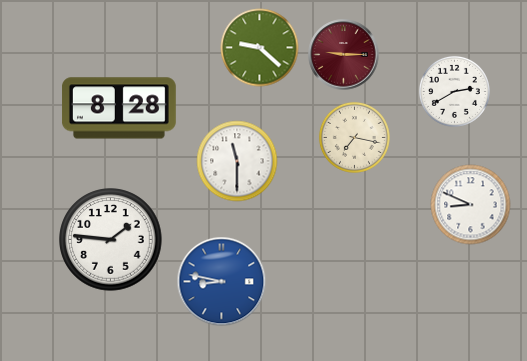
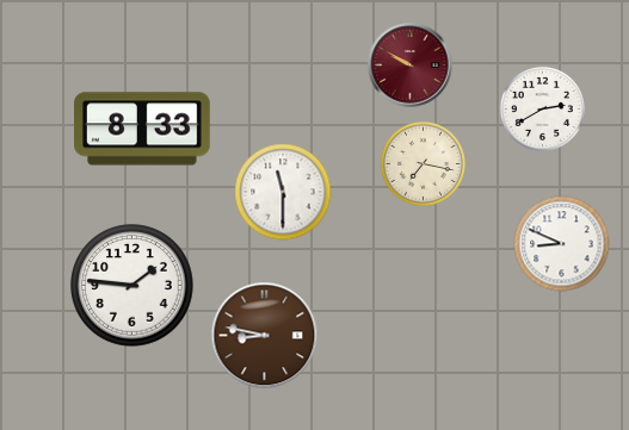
clock at (260, 48): 9:22 -> none
clock at (344, 55): 9:15 -> 9:50
clock at (120, 108): 8:28 -> 8:33
clock at (222, 282) dial: blue -> brown
